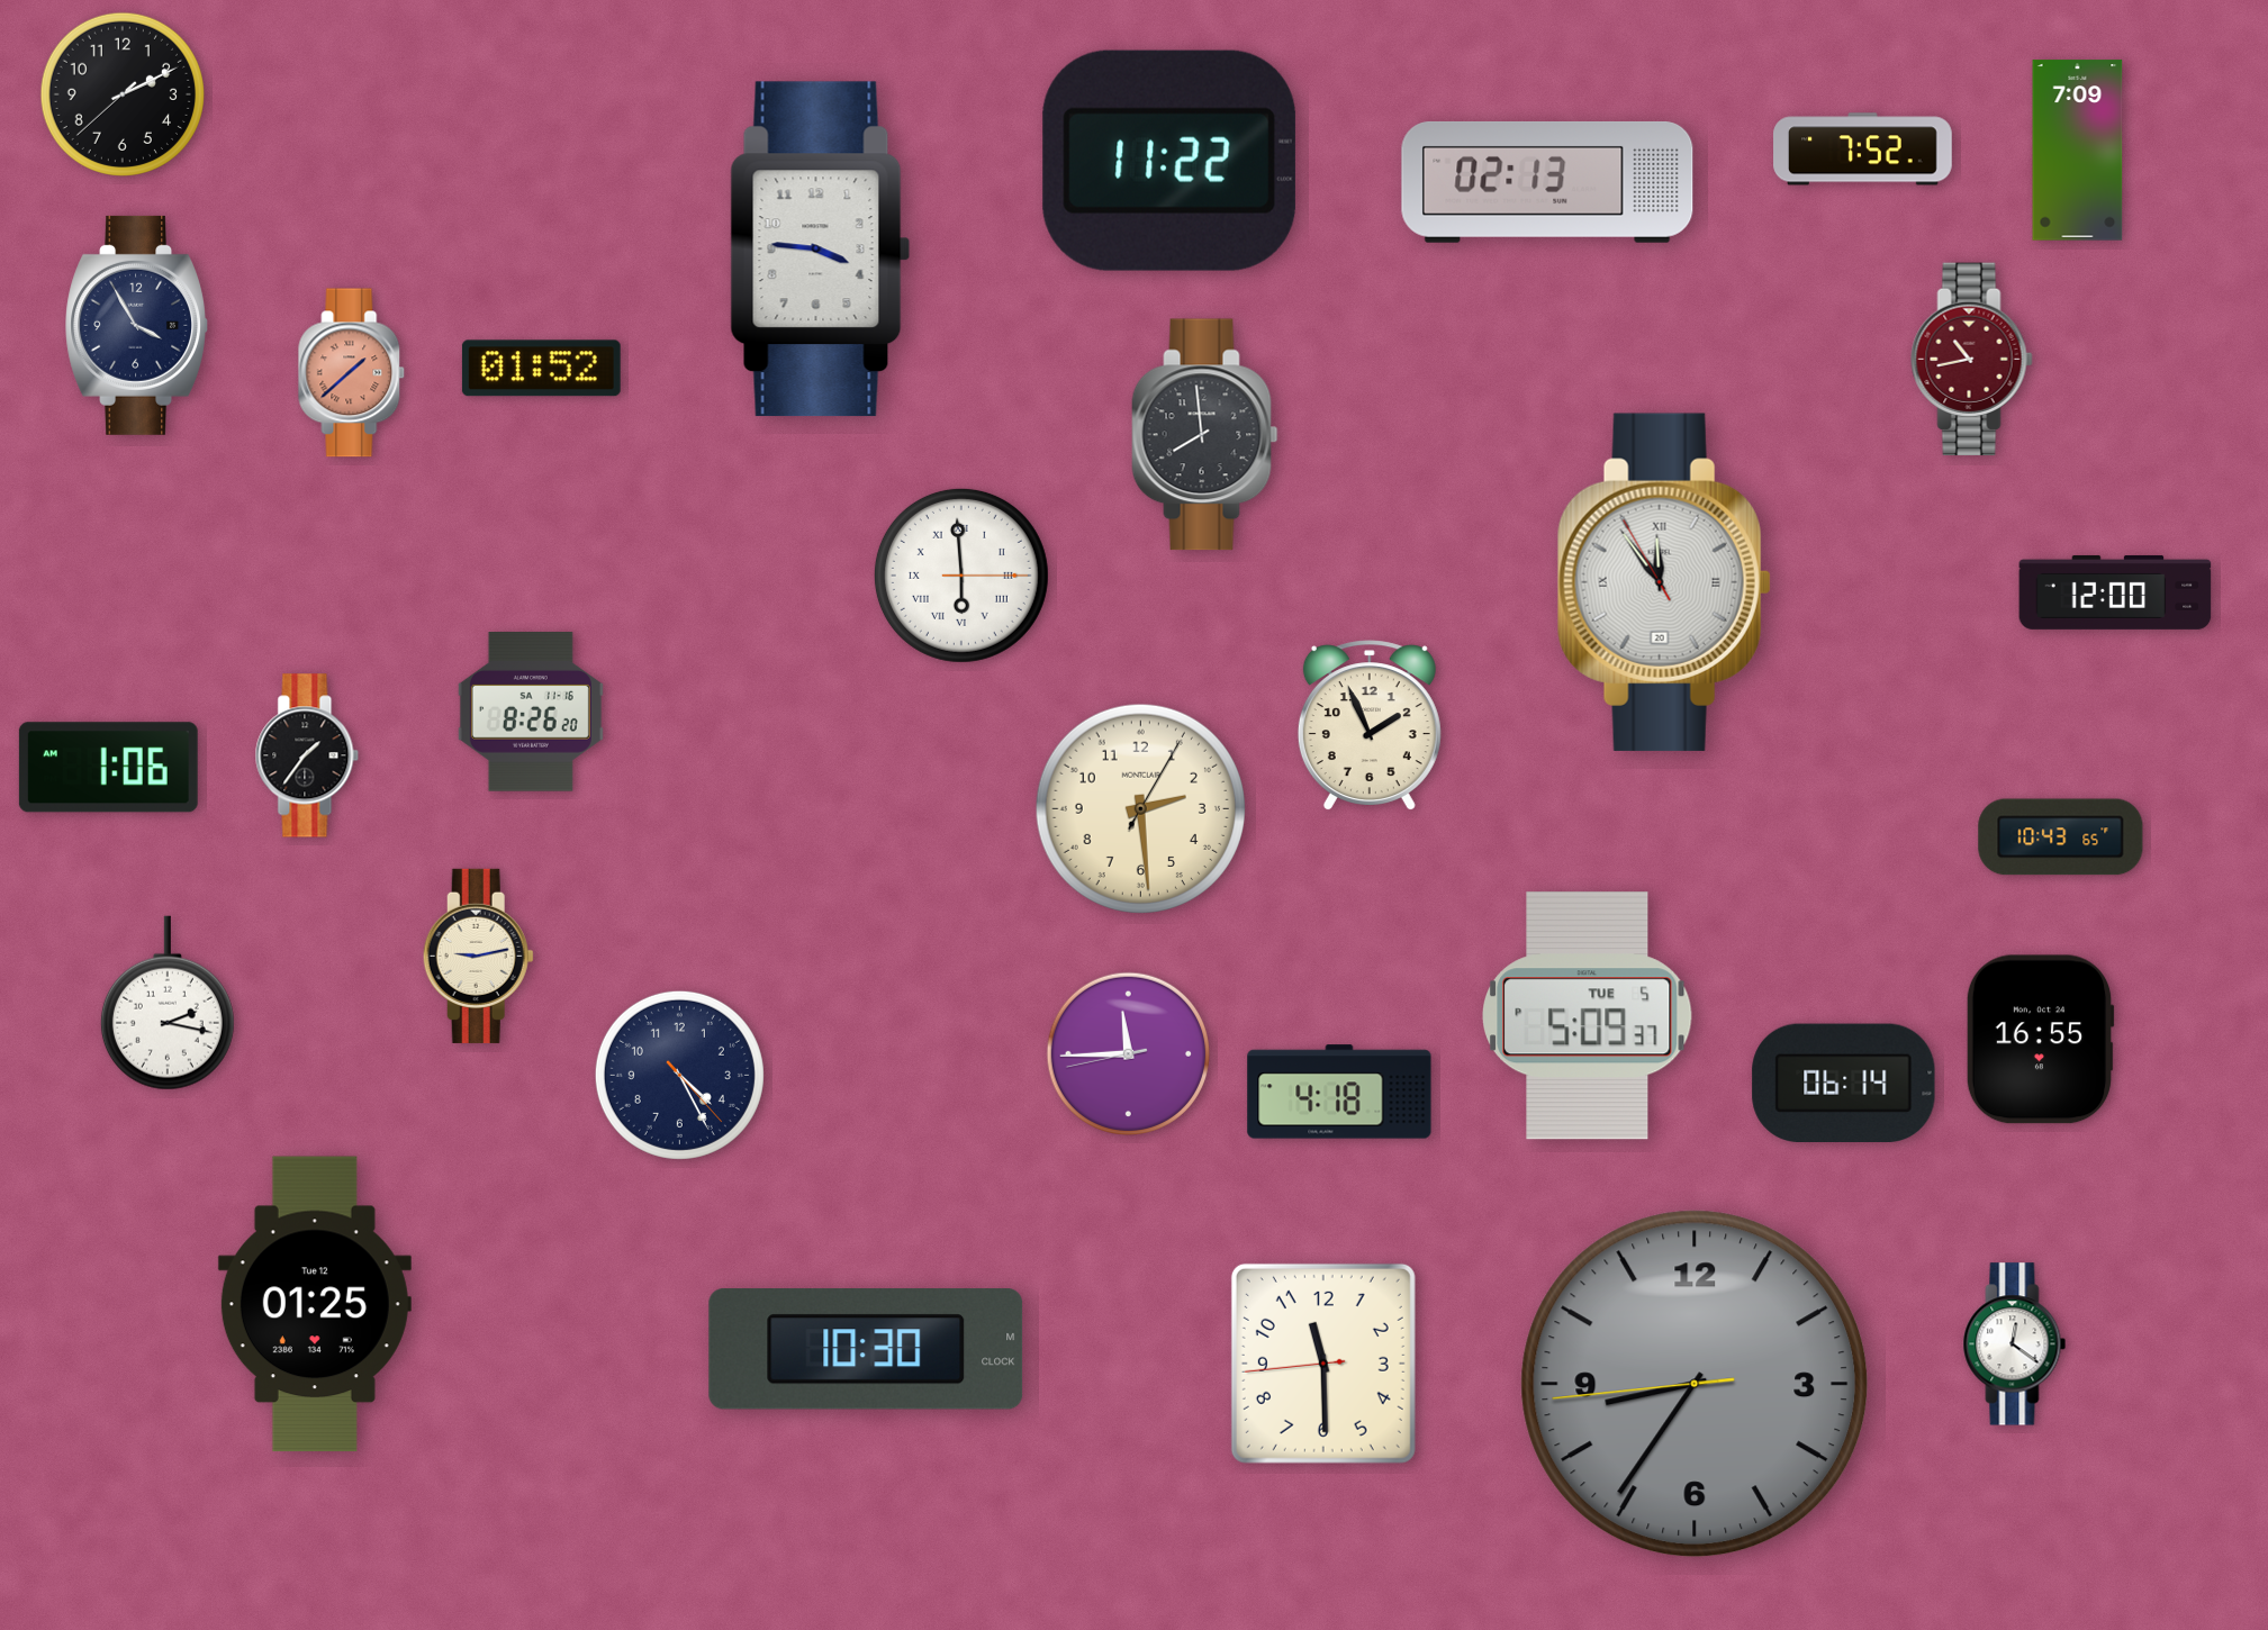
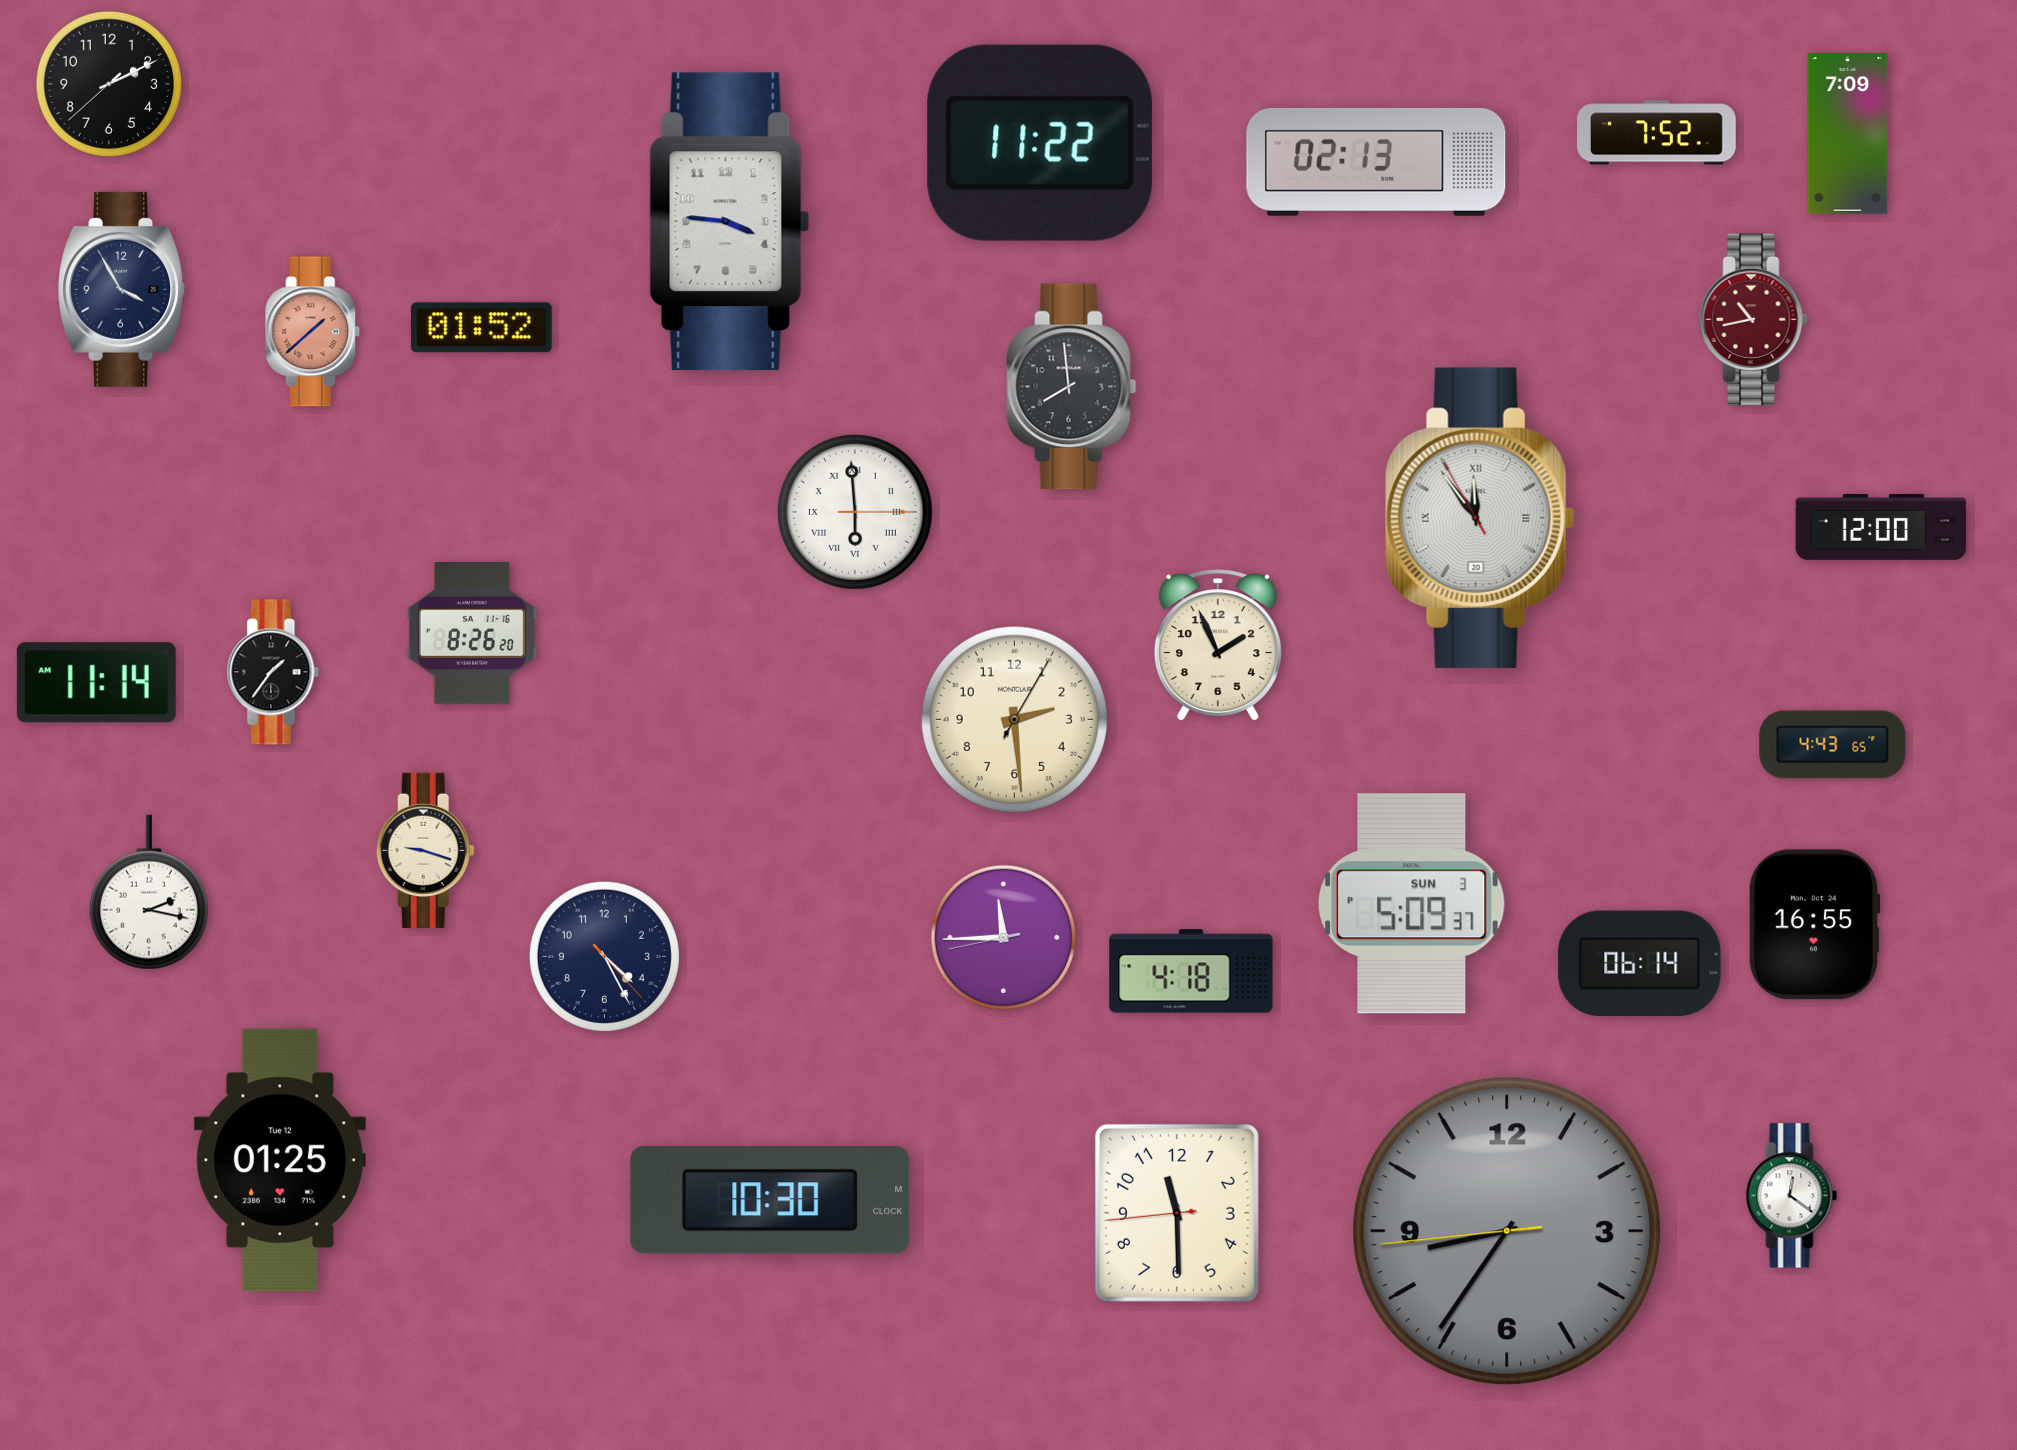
clock at (108, 768): 1:06 -> 11:14
clock at (2061, 837): 10:43 -> 4:43
clock at (478, 956): 9:13 -> 9:18
clock at (1588, 1016) date: TUE 5 -> SUN 3
